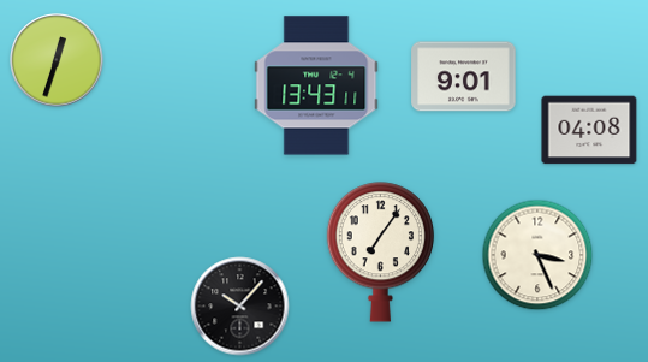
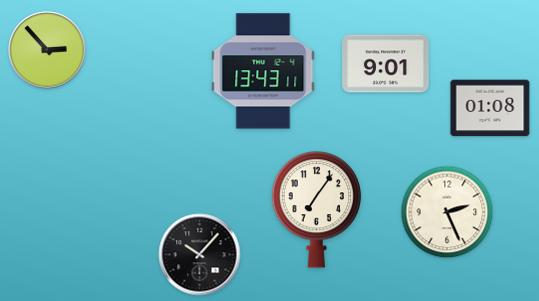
clock at (57, 60): 12:33 -> 2:53
clock at (589, 130): 04:08 -> 01:08
clock at (537, 255): 3:26 -> 2:26
